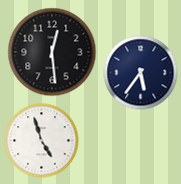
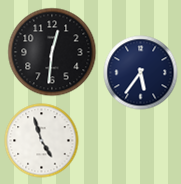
clock at (52, 52): 12:29 -> 12:31
